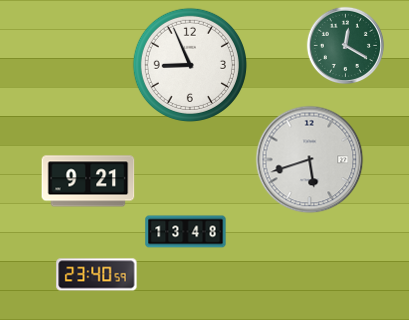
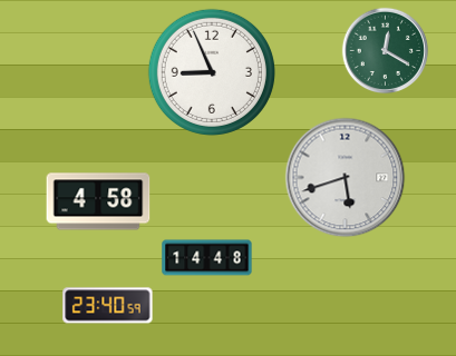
clock at (88, 181): 9:21 -> 4:58
clock at (186, 232): 13:48 -> 14:48
